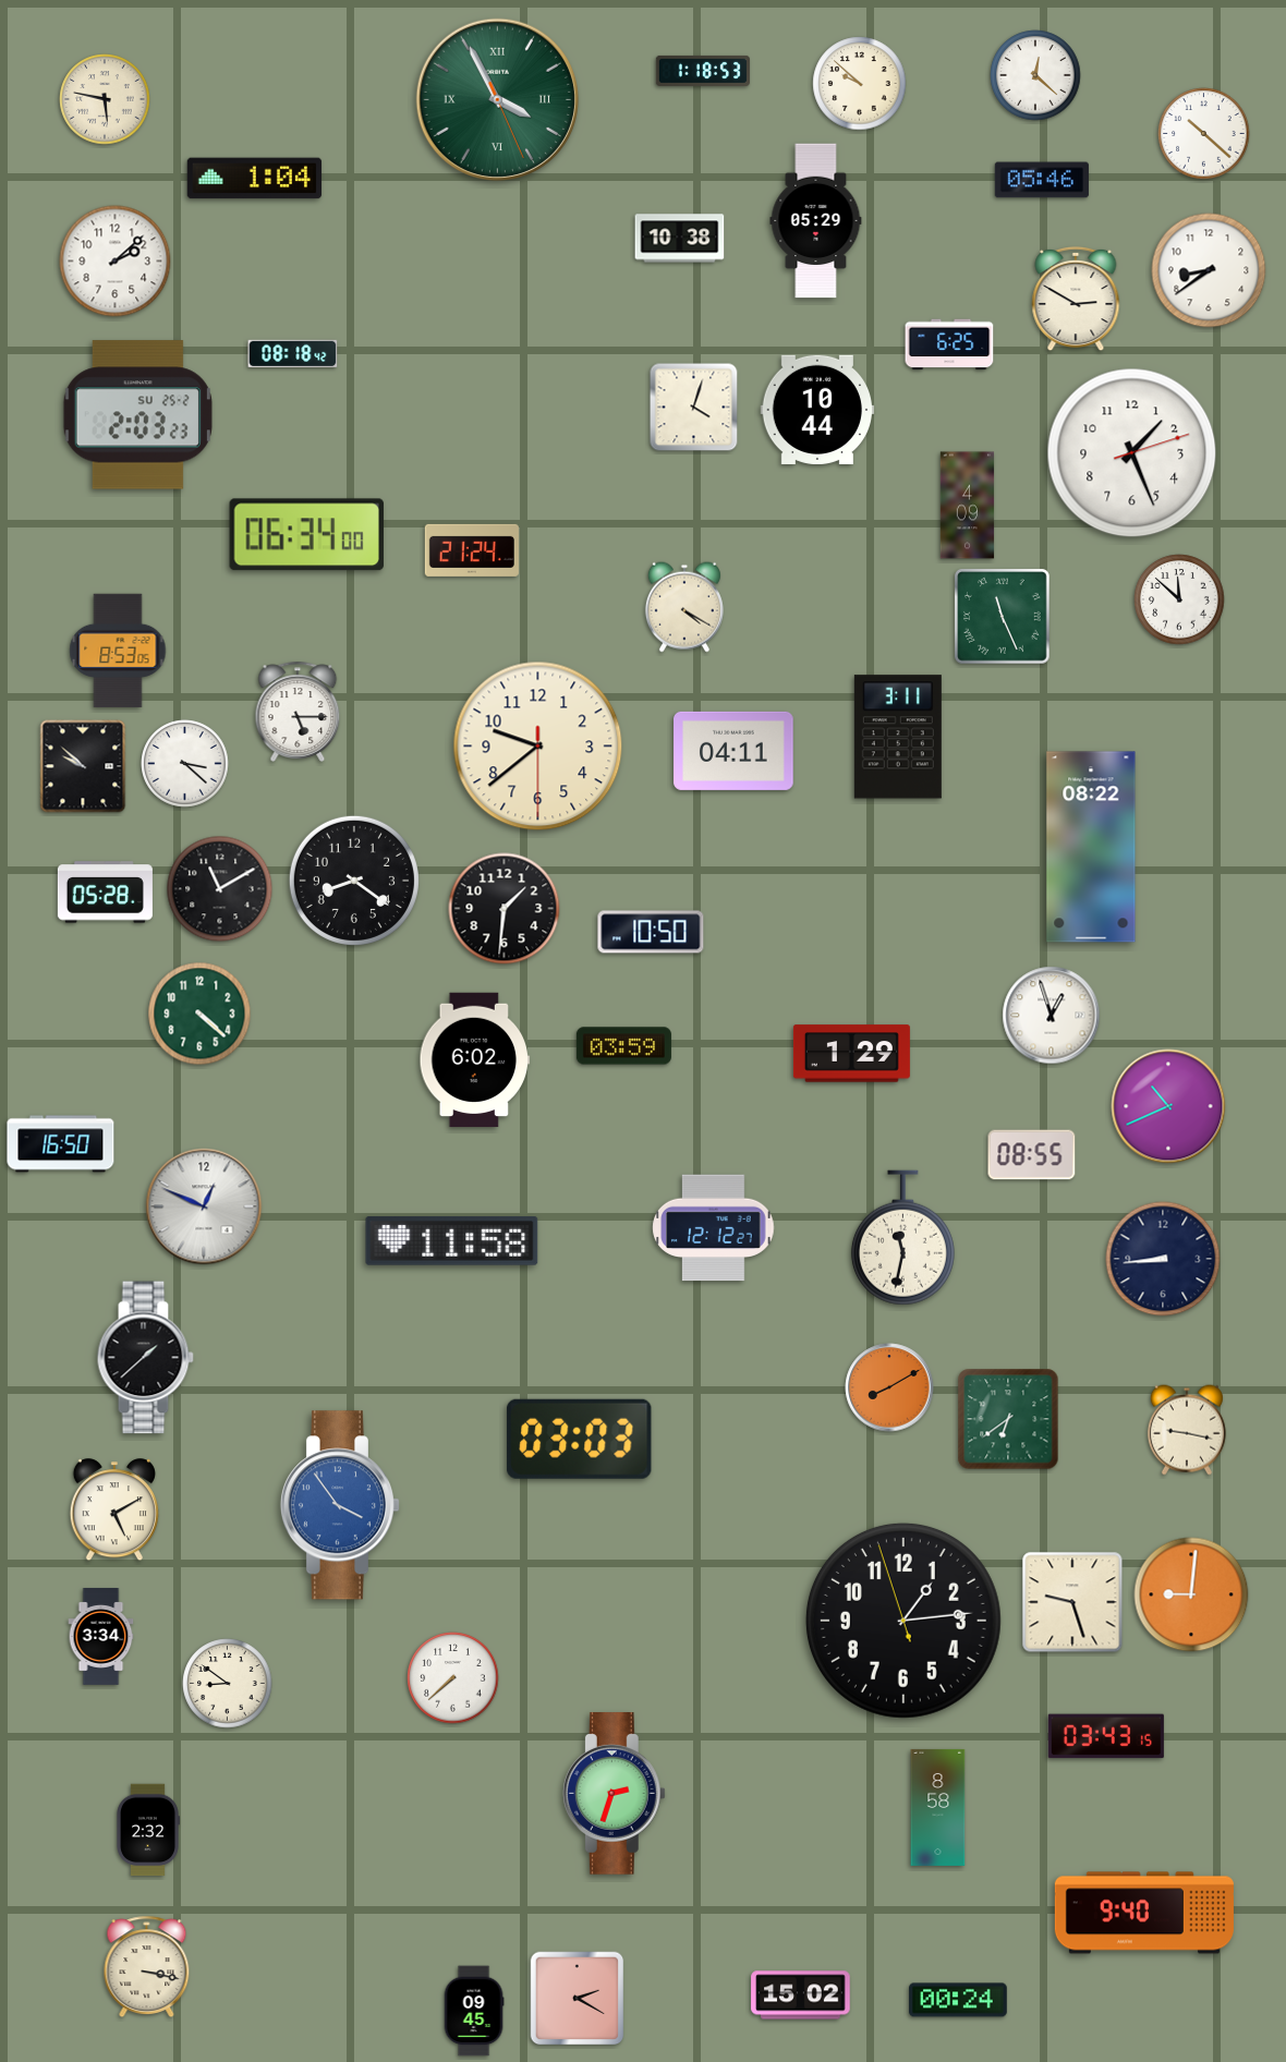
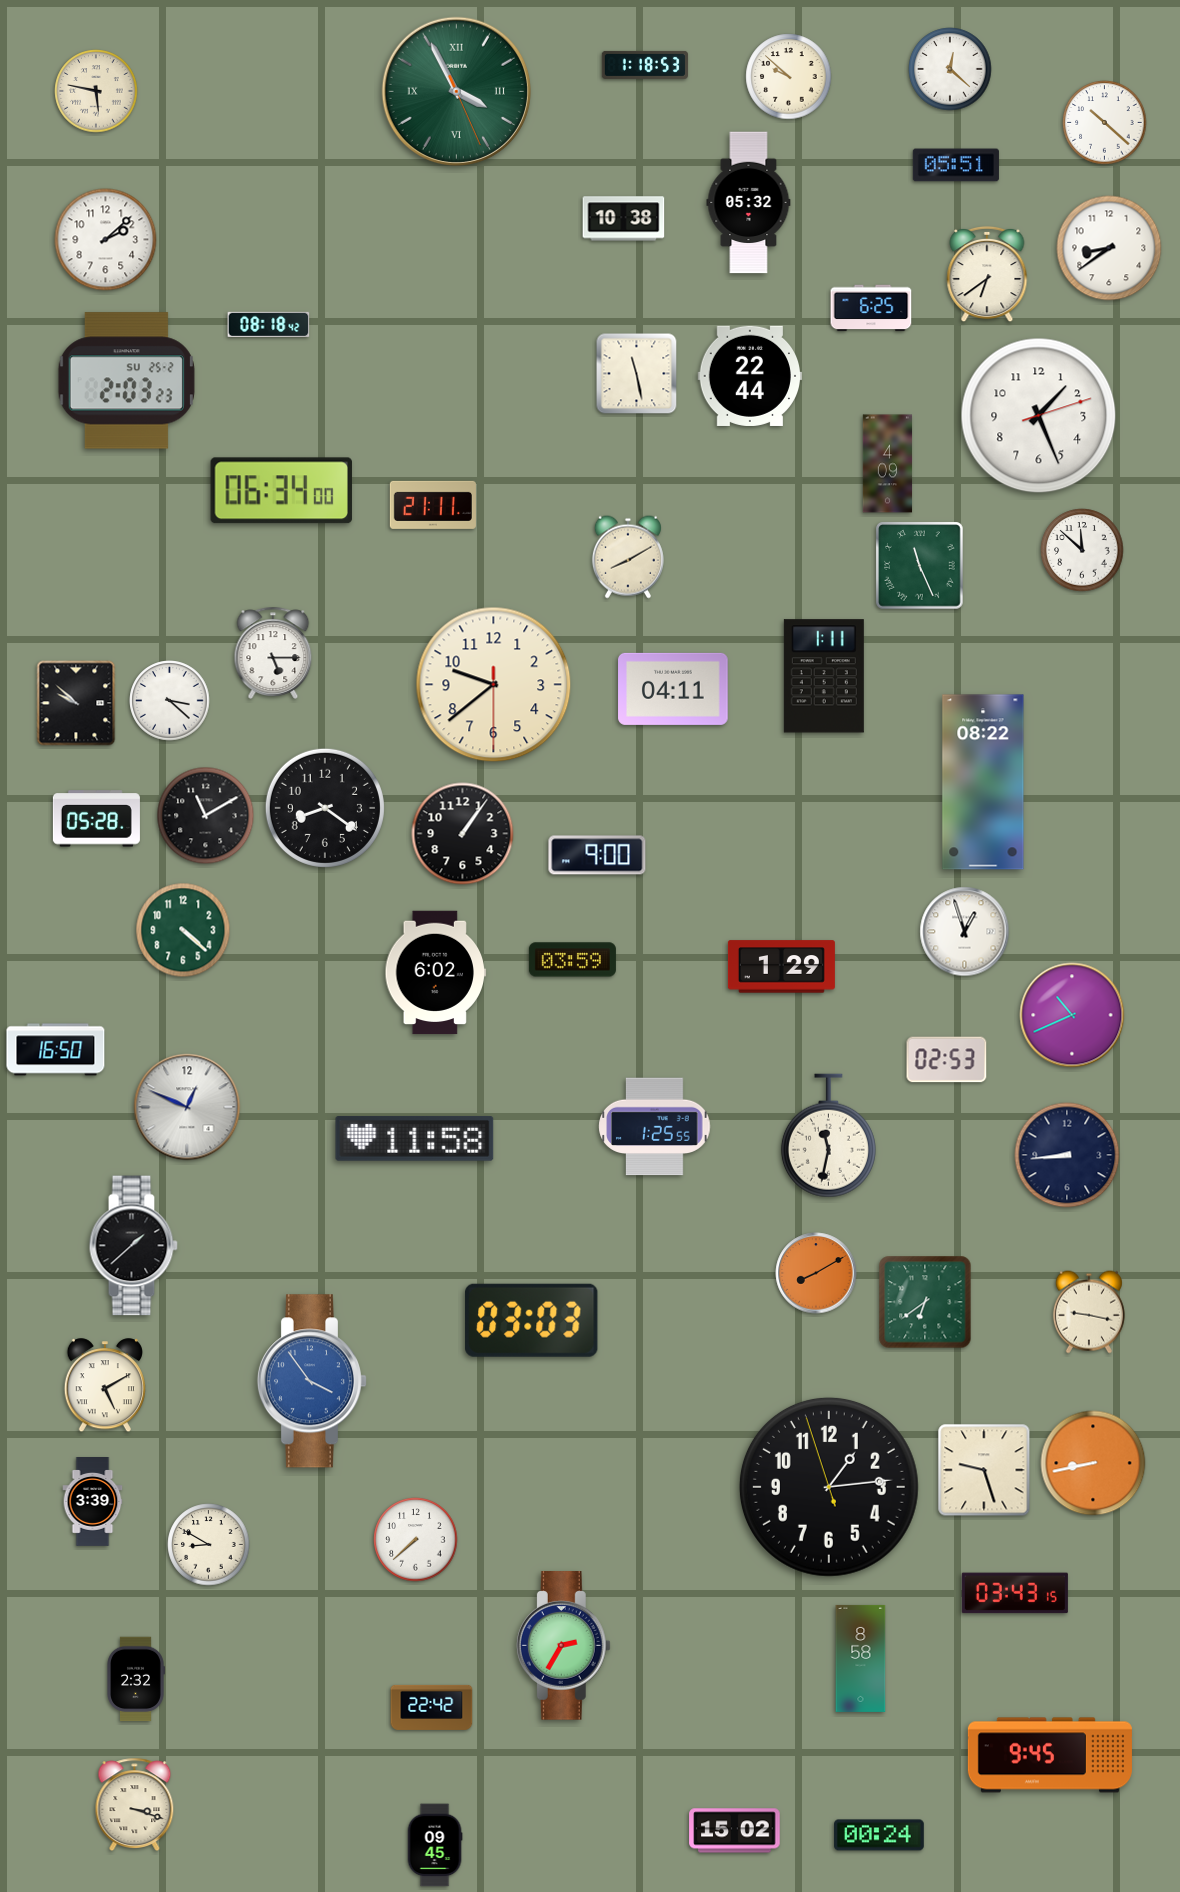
clock at (255, 179): 1:04 -> none
clock at (1042, 180): 05:46 -> 05:51
clock at (816, 221): 05:29 -> 05:32
clock at (1076, 299): 2:50 -> 6:39
clock at (949, 344) position: (949, 344) -> (871, 308)
clock at (694, 408): 4:03 -> 11:28
clock at (816, 410): 10:44 -> 22:44
clock at (472, 550): 21:24 -> 21:11
clock at (684, 607): 4:20 -> 8:10
clock at (118, 651): 8:53 -> none
clock at (898, 737): 3:11 -> 1:11
clock at (1091, 847) position: (1091, 847) -> (983, 782)
clock at (220, 889) position: (220, 889) -> (206, 816)
clock at (505, 909): 1:31 -> 1:06
clock at (651, 932): 10:50 -> 9:00
clock at (1032, 1155): 08:55 -> 02:53
clock at (714, 1228): 12:12 -> 1:25
clock at (1191, 1594): 9:01 -> 8:43
clock at (101, 1637): 3:34 -> 3:39
clock at (228, 1684): 8:51 -> 8:50
clock at (614, 1794): 2:33 -> 2:35
clock at (432, 1707): none -> 22:42
clock at (1144, 1913): 9:40 -> 9:45
clock at (147, 1966): 3:17 -> 3:18
clock at (578, 1999): 2:20 -> none
